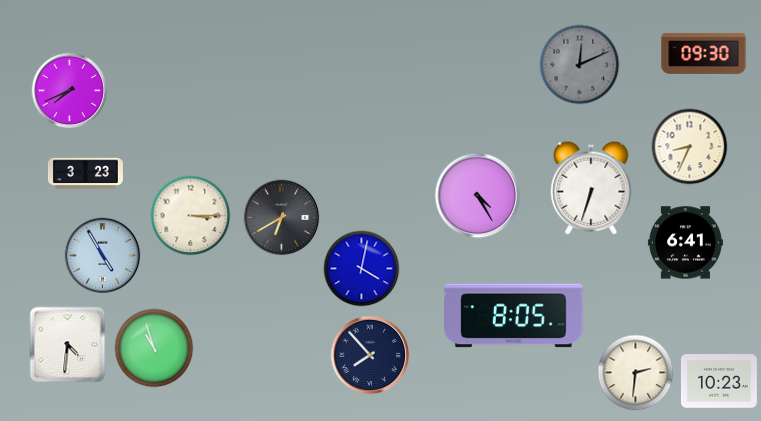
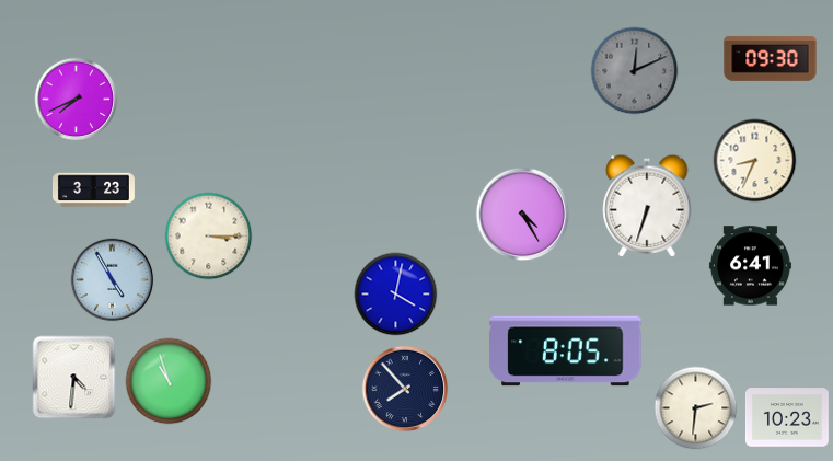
clock at (282, 218): 6:40 -> none
clock at (514, 316) position: (514, 316) -> (566, 351)
